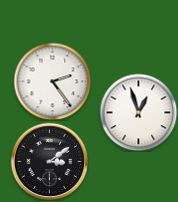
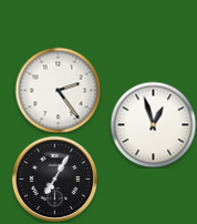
clock at (49, 161): 3:09 -> 7:05
